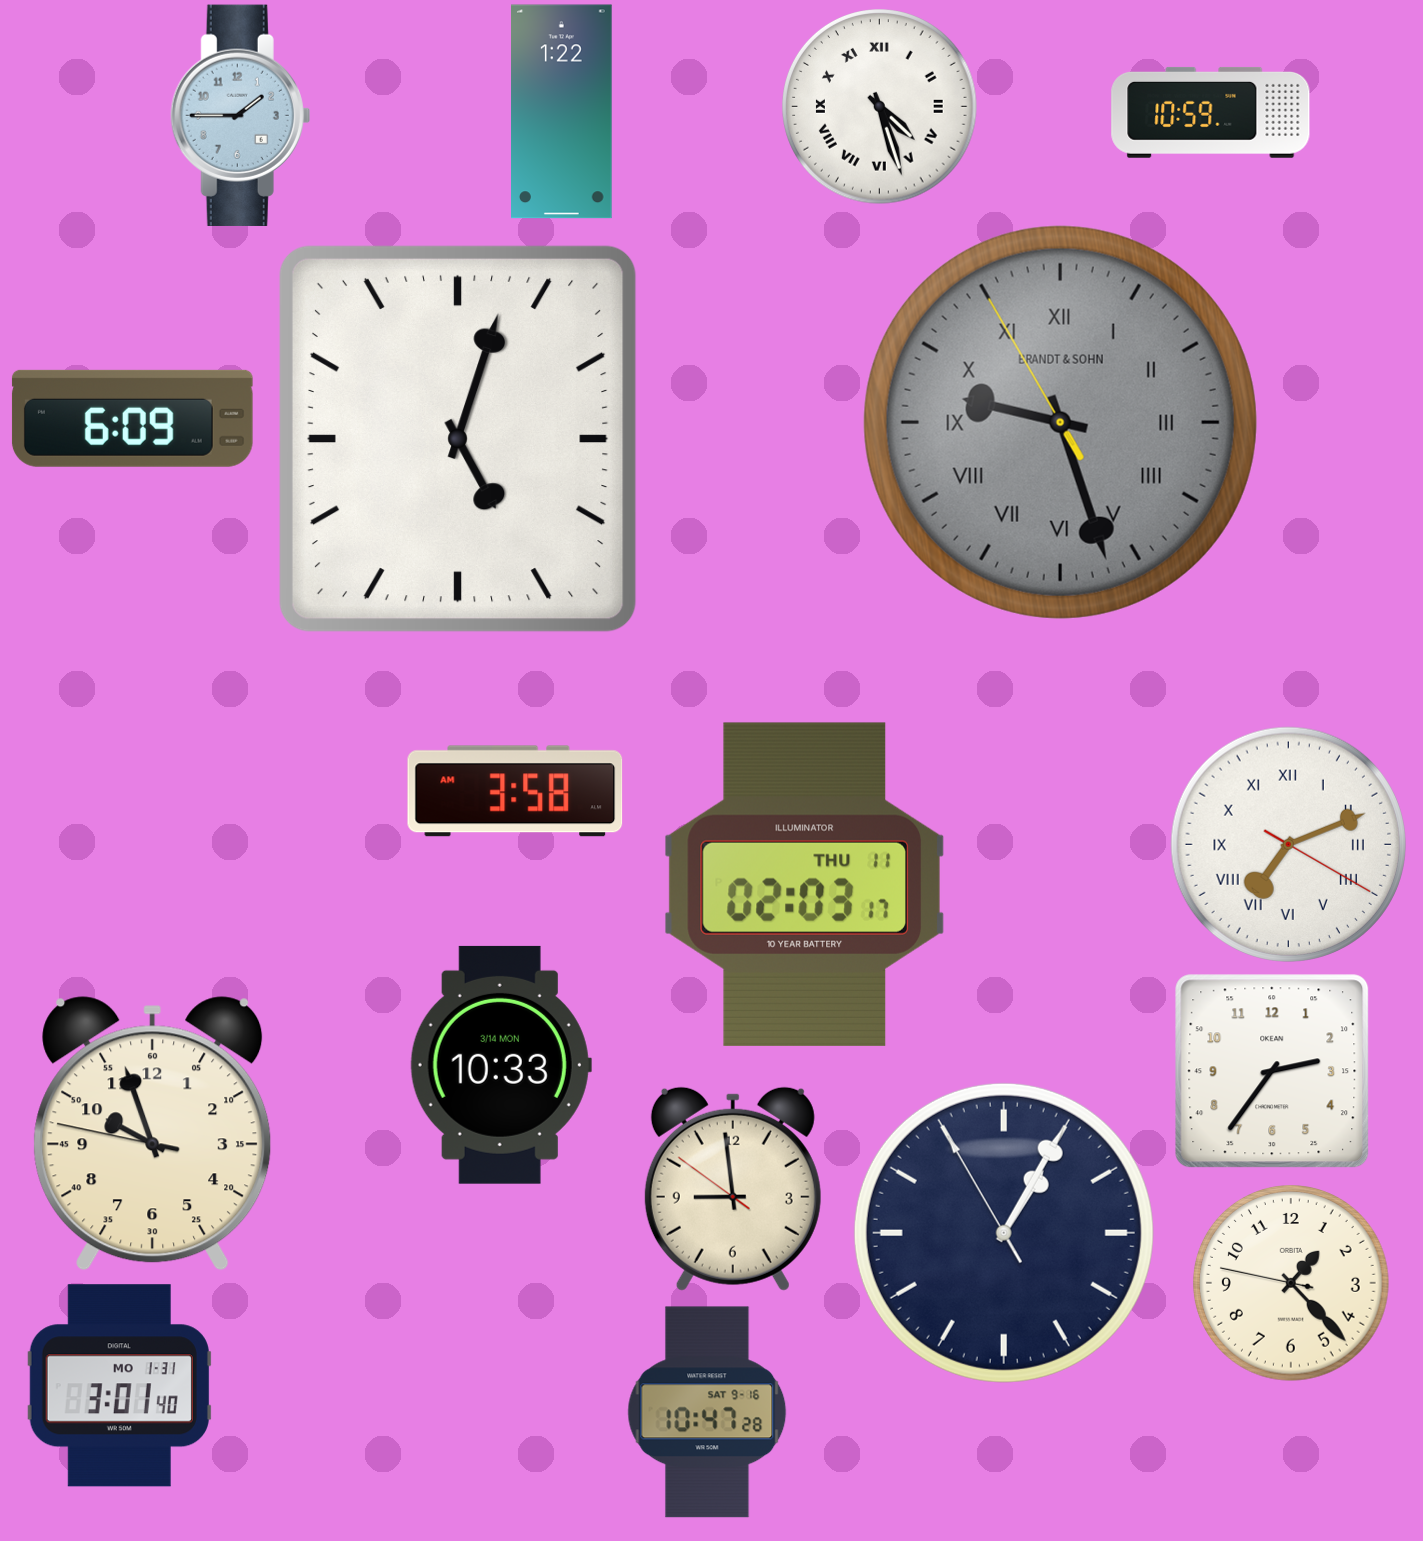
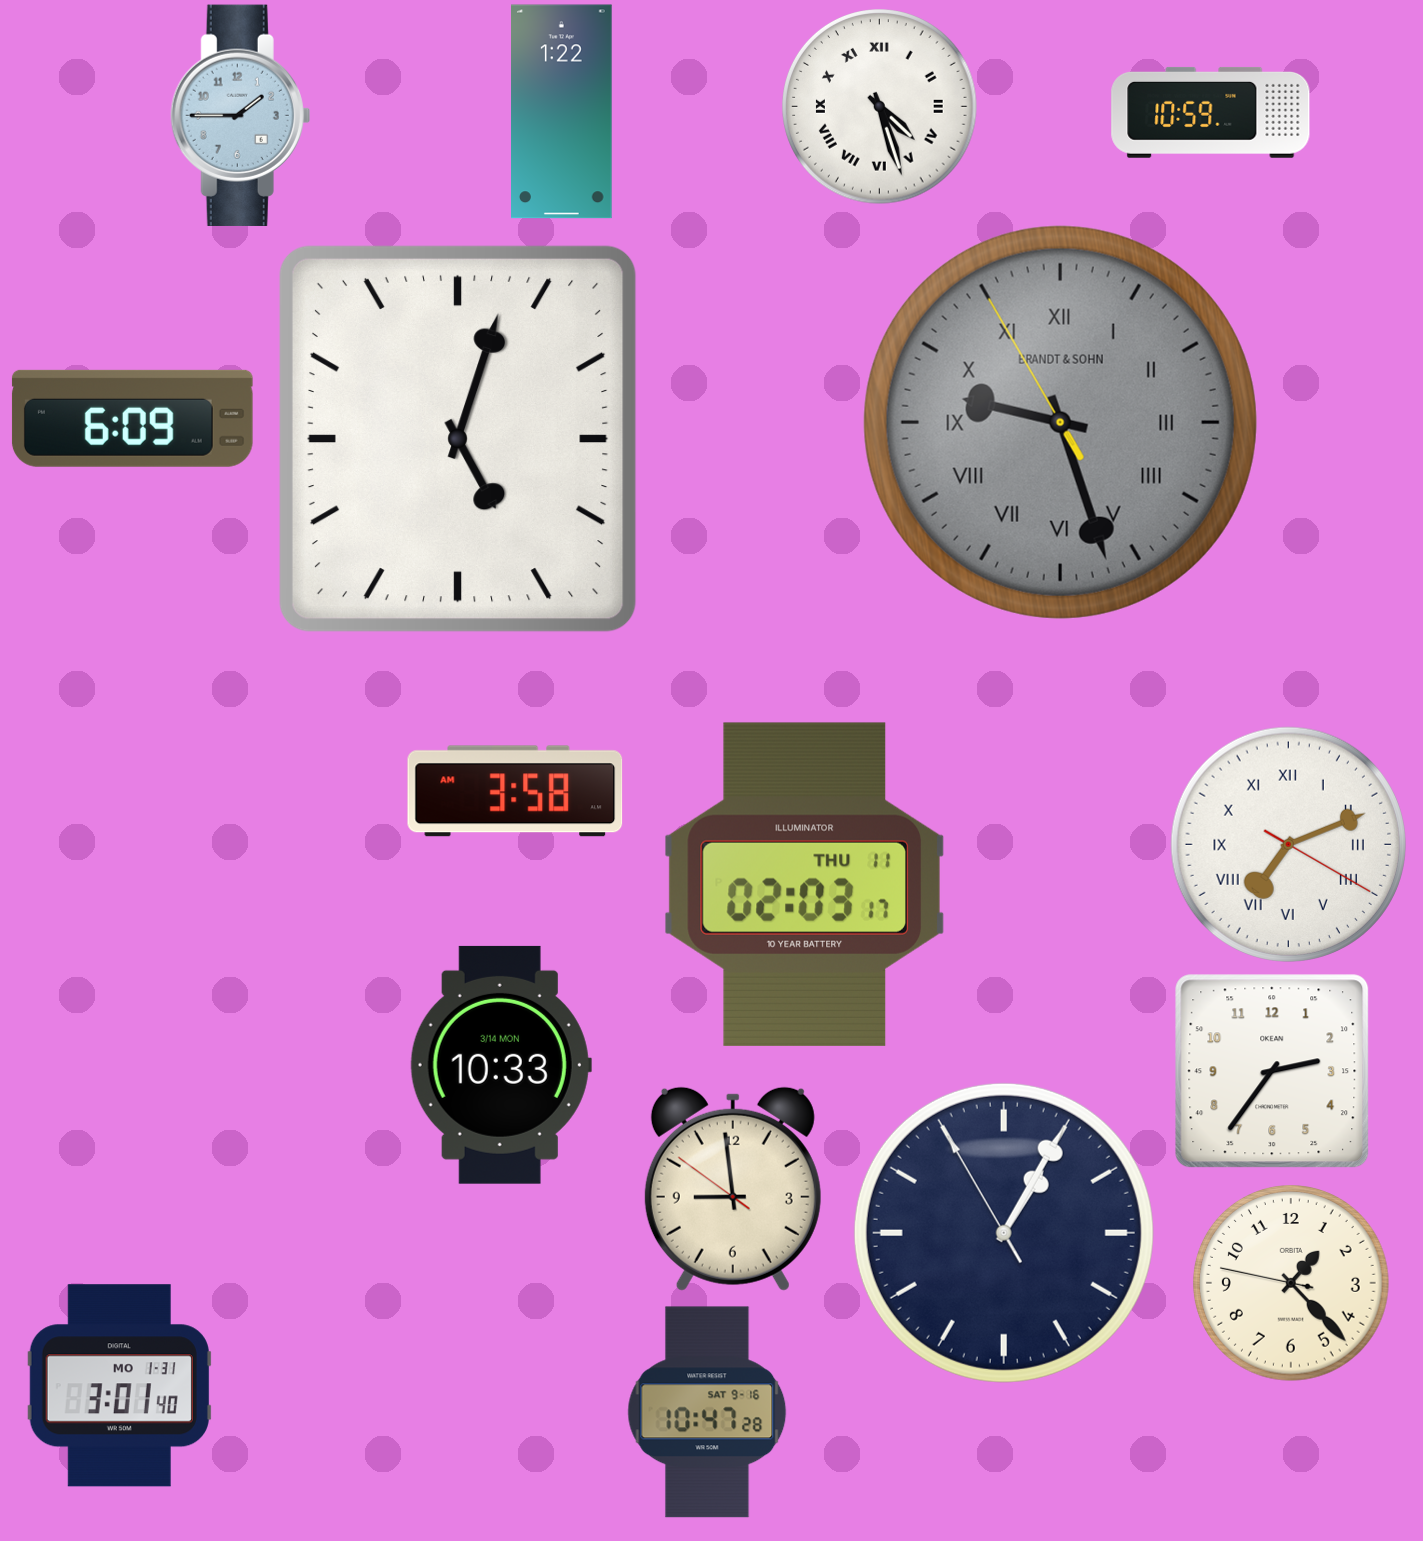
clock at (153, 1134): 9:56 -> none
